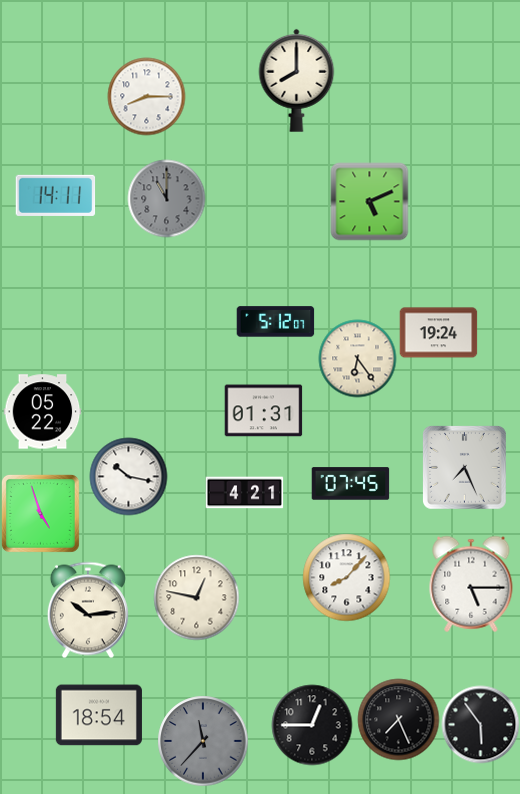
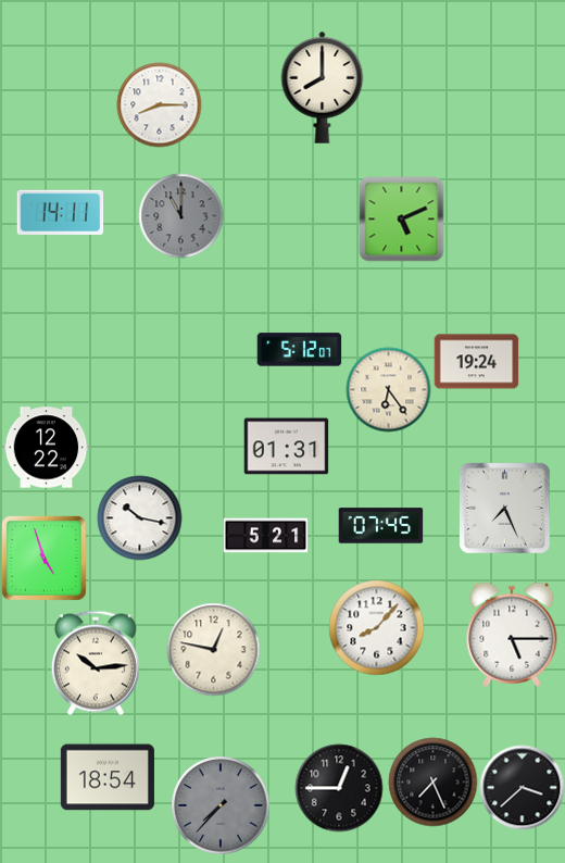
clock at (42, 412): 05:22 -> 12:22
clock at (244, 493): 4:21 -> 5:21
clock at (480, 724): 5:54 -> 3:38
clock at (203, 741): 11:37 -> 7:37
